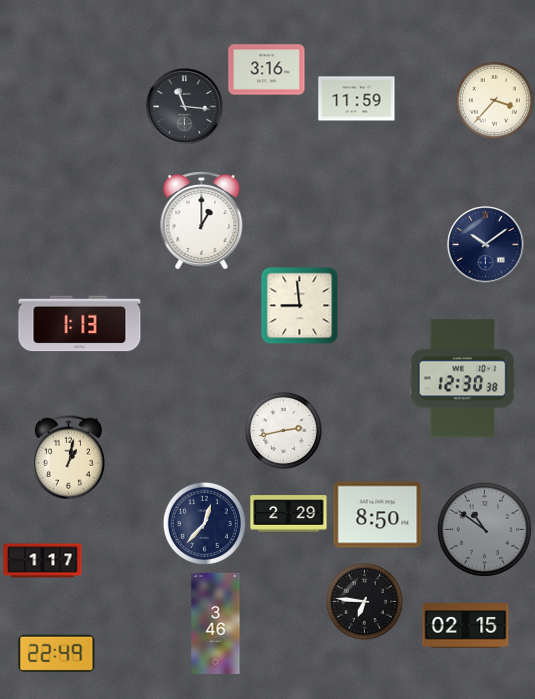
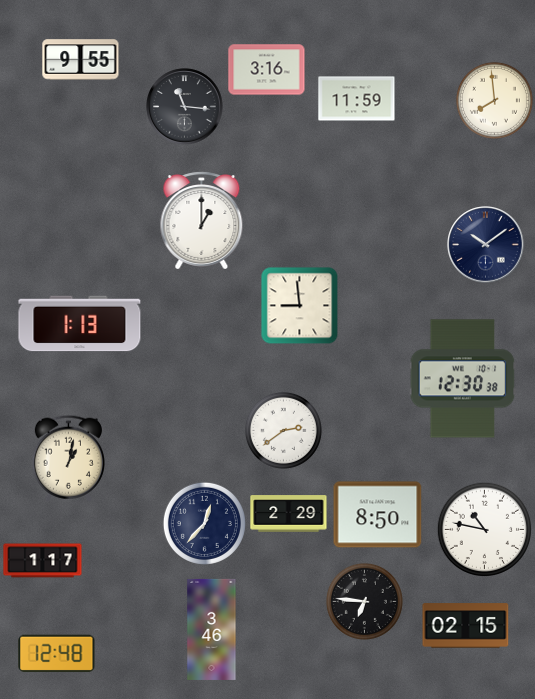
clock at (81, 60): none -> 9:55
clock at (494, 100): 3:37 -> 7:59
clock at (283, 430): 2:43 -> 2:39
clock at (484, 529): 10:51 -> 10:47
clock at (484, 529) dial: grey -> white
clock at (216, 623) position: (216, 623) -> (212, 629)
clock at (57, 654): 22:49 -> 12:48
